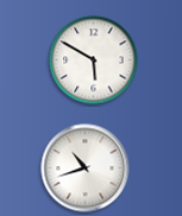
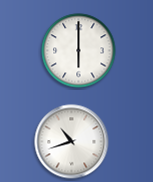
clock at (94, 61): 5:50 -> 6:00
